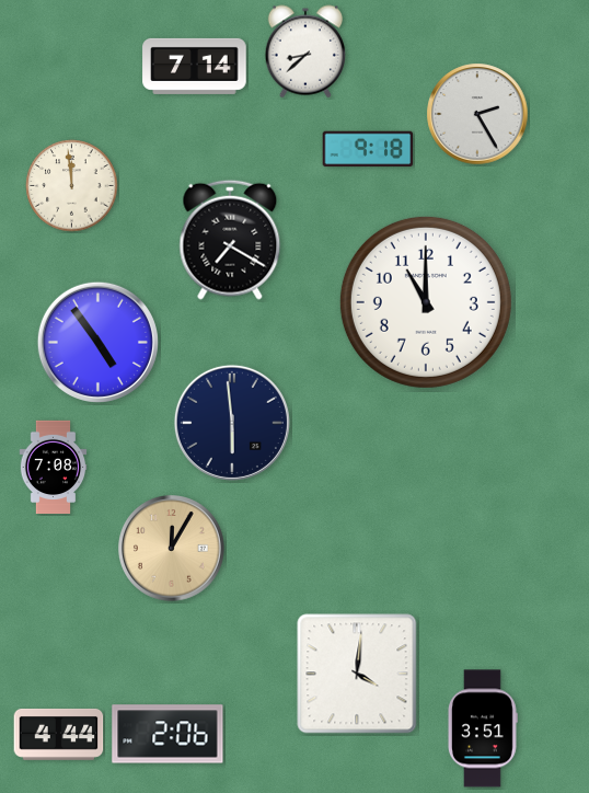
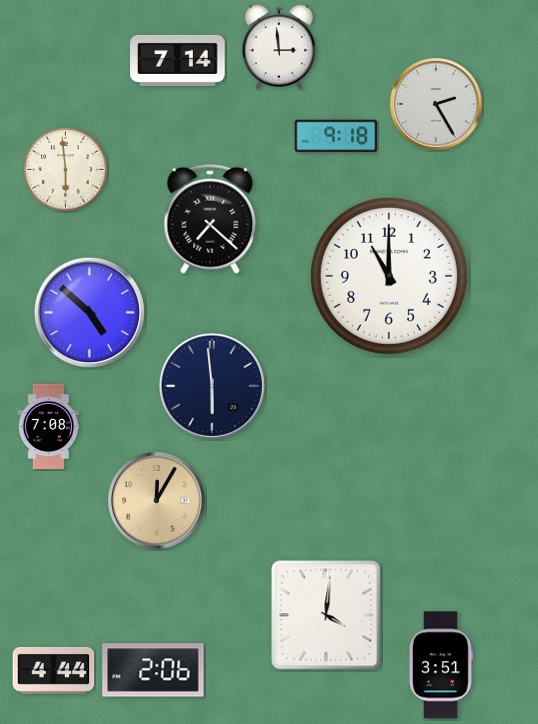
clock at (305, 51): 8:38 -> 2:59
clock at (72, 186): 11:59 -> 5:59
clock at (230, 240): 7:20 -> 7:22
clock at (97, 342): 4:54 -> 4:52
